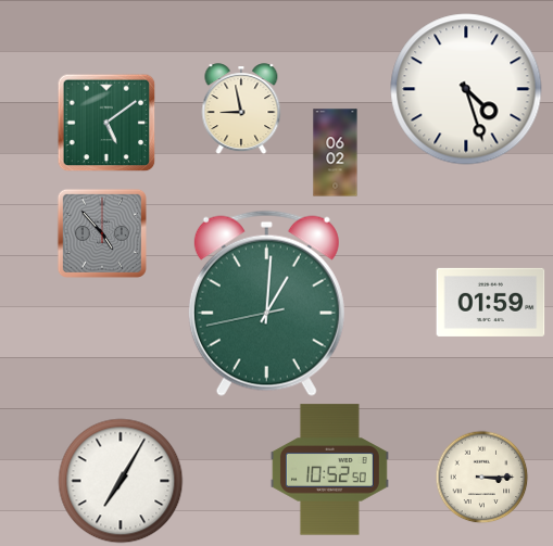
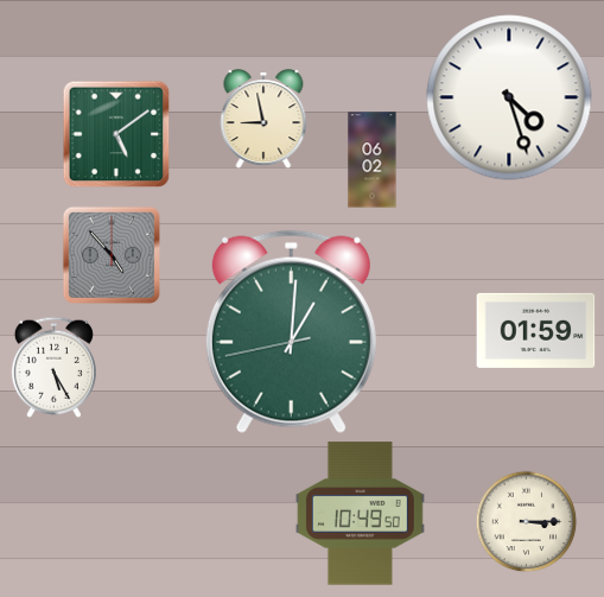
clock at (336, 153) position: (336, 153) -> (373, 160)
clock at (53, 367): none -> 5:25
clock at (329, 470): 10:52 -> 10:49
clock at (121, 481): 7:05 -> none
